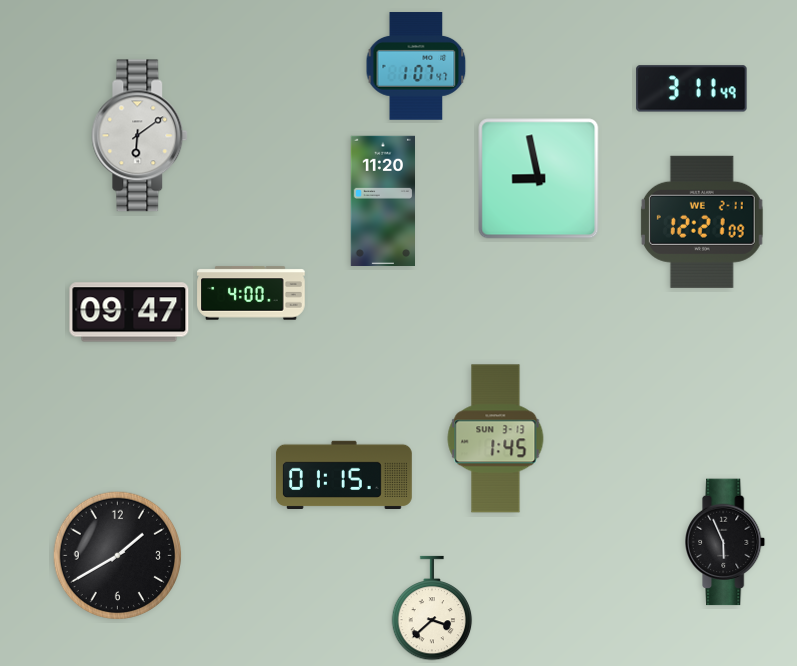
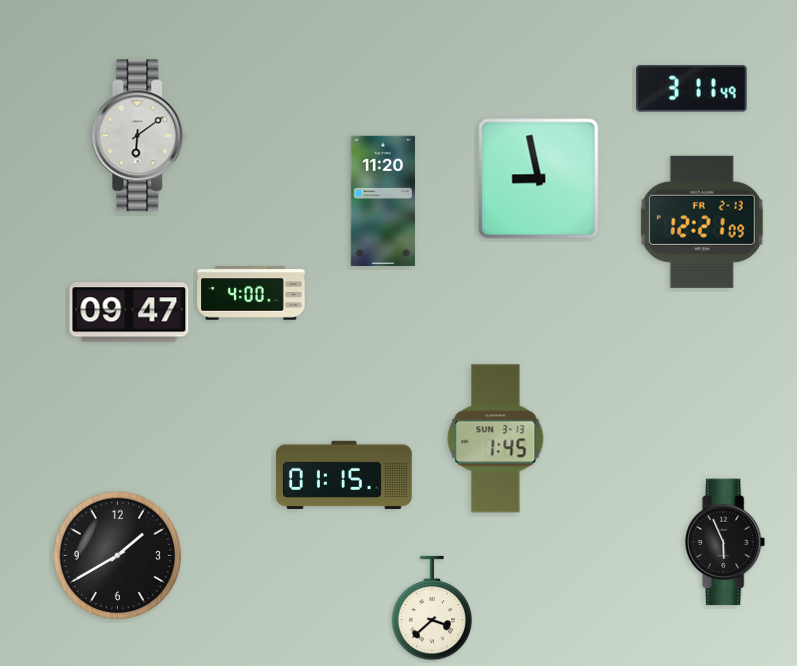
clock at (416, 66): 1:07 -> none
clock at (702, 222) date: WE 2-11 -> FR 2-13
